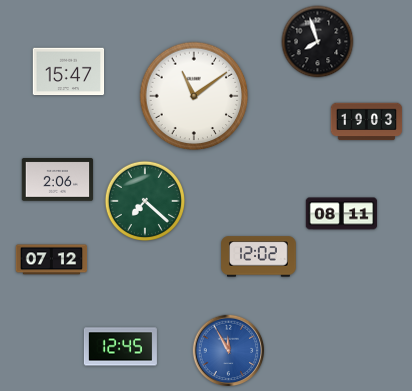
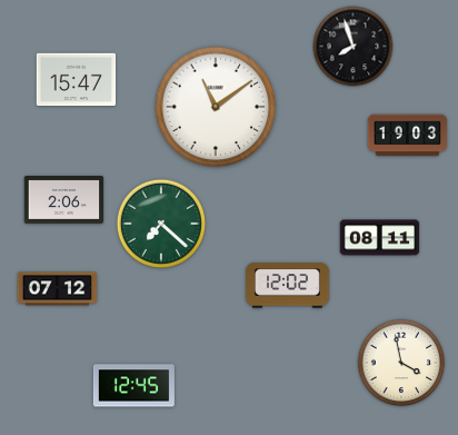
clock at (401, 363): none -> 3:58
clock at (229, 351): 11:55 -> none
